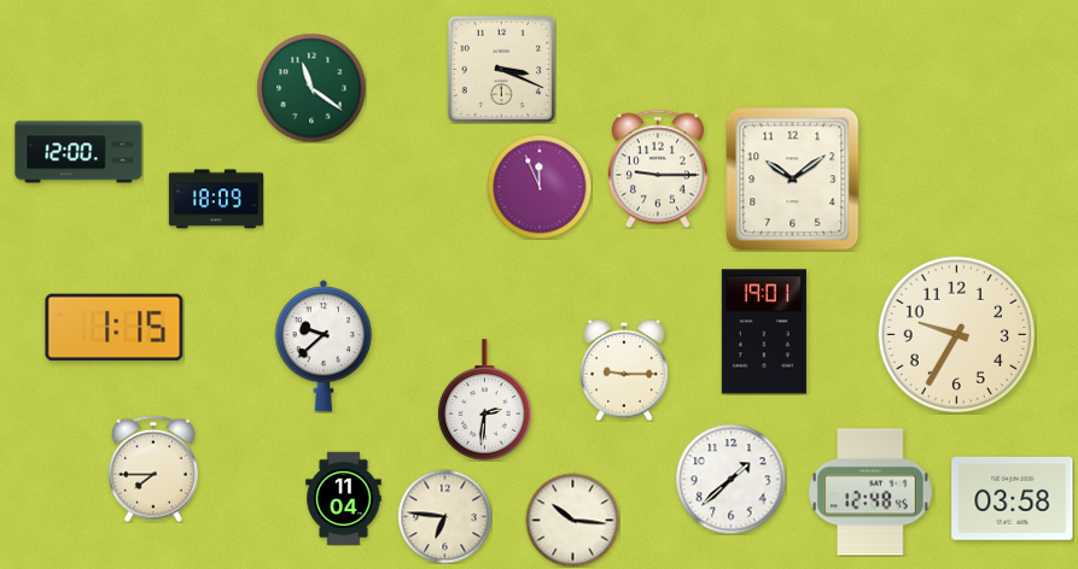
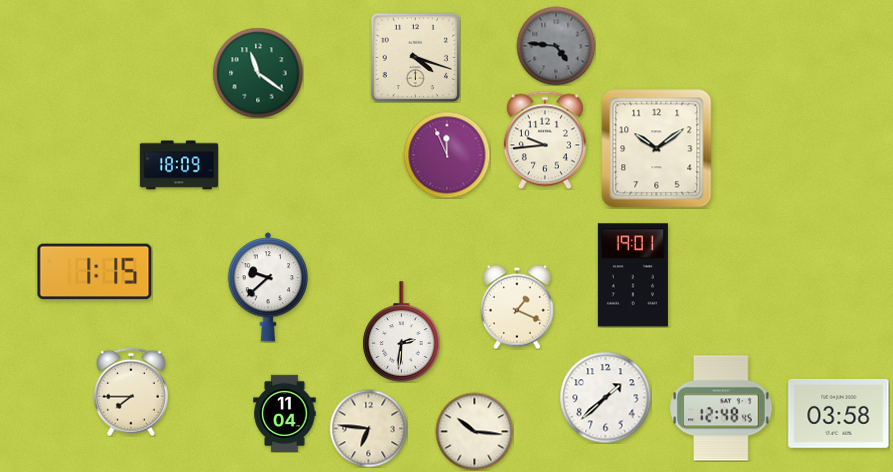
clock at (556, 46): none -> 4:46
clock at (501, 69): 3:19 -> 4:18
clock at (78, 152): 12:00 -> none
clock at (658, 169): 9:15 -> 9:44
clock at (956, 334): 9:35 -> none
clock at (624, 370): 9:15 -> 1:19
clock at (153, 469) position: (153, 469) -> (131, 392)
